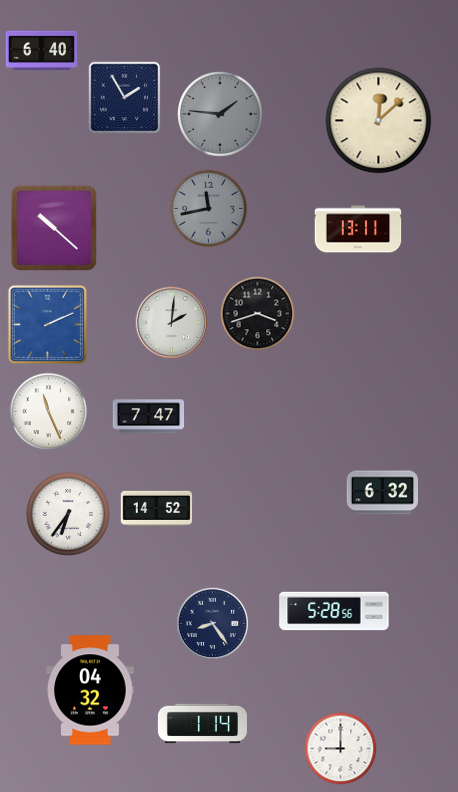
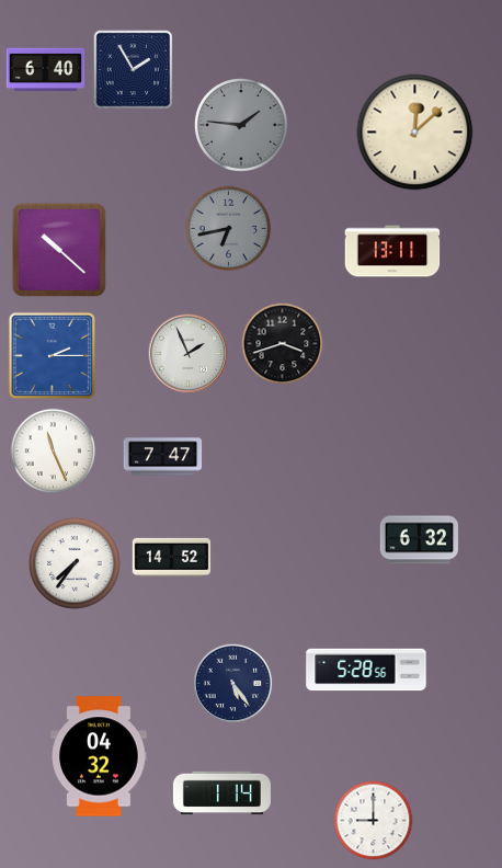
clock at (42, 51) position: (42, 51) -> (46, 70)
clock at (125, 98) position: (125, 98) -> (134, 70)
clock at (209, 209): 11:43 -> 6:43
clock at (172, 323): 2:01 -> 1:56
clock at (47, 324): 2:11 -> 2:15
clock at (68, 514): 6:36 -> 7:36
clock at (213, 624): 8:24 -> 5:24
